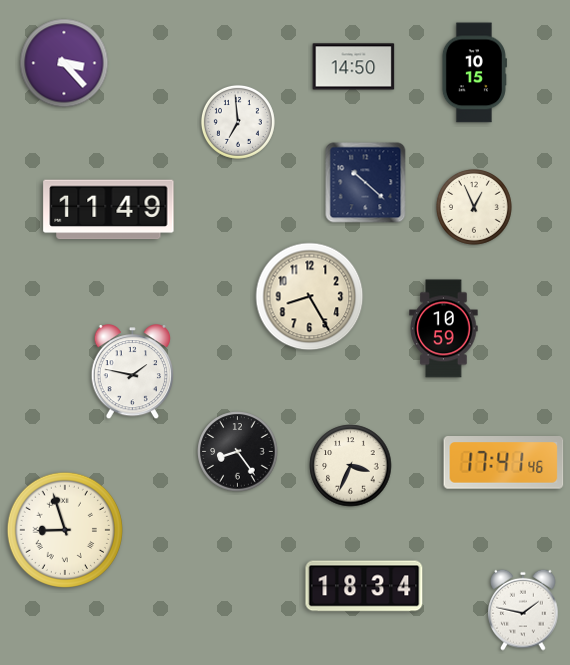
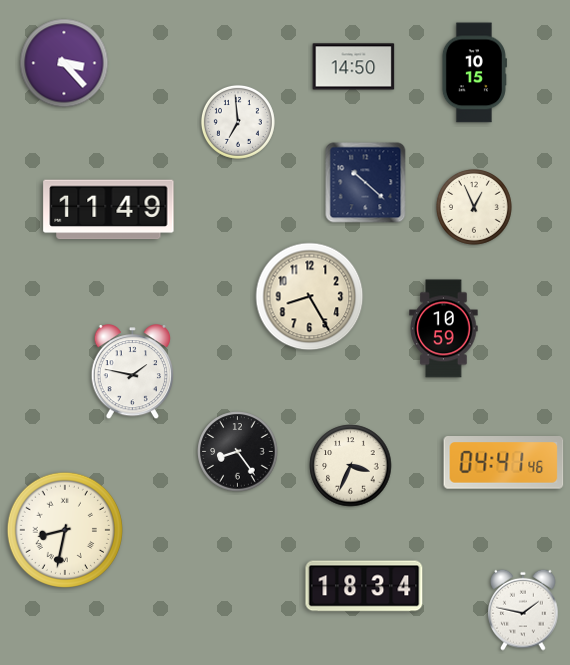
clock at (504, 463): 17:41 -> 04:41
clock at (65, 530): 8:57 -> 8:32
